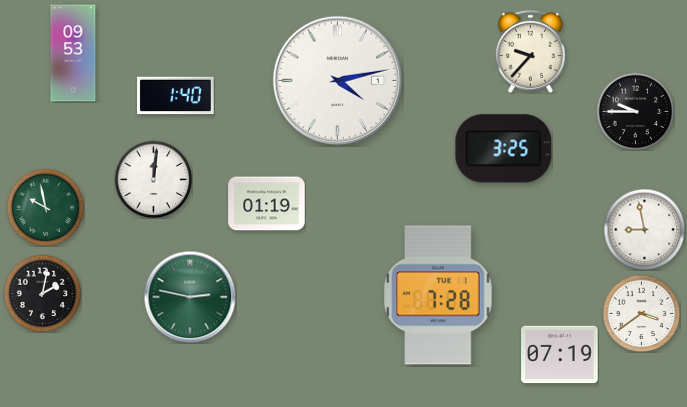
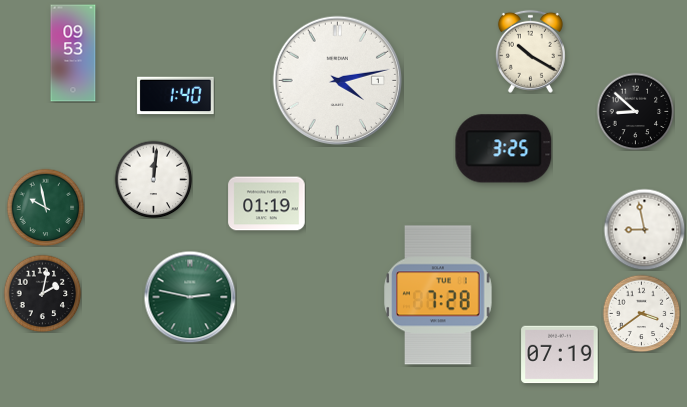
clock at (530, 51): 9:37 -> 10:20
clock at (635, 111): 9:45 -> 8:52
